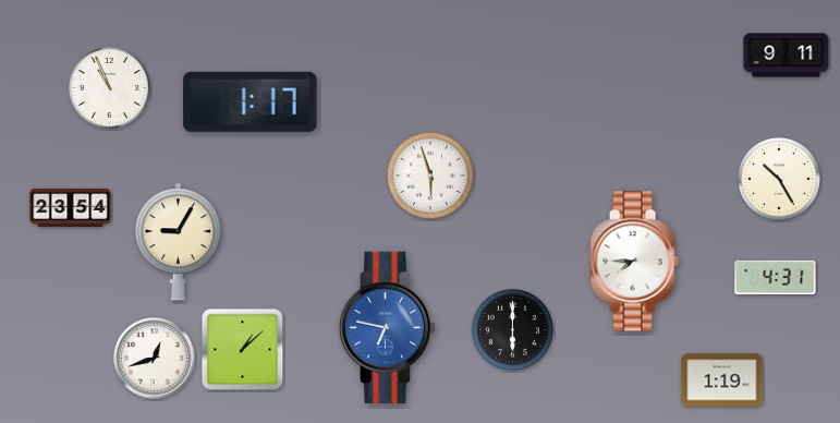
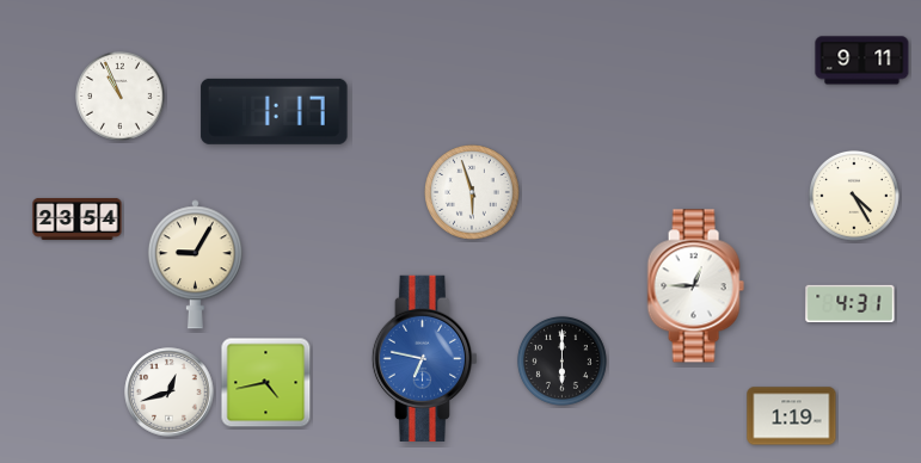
clock at (779, 179): 10:25 -> 4:25
clock at (71, 207) position: (71, 207) -> (78, 218)
clock at (634, 262): 7:45 -> 12:45
clock at (243, 350): 1:08 -> 4:43
